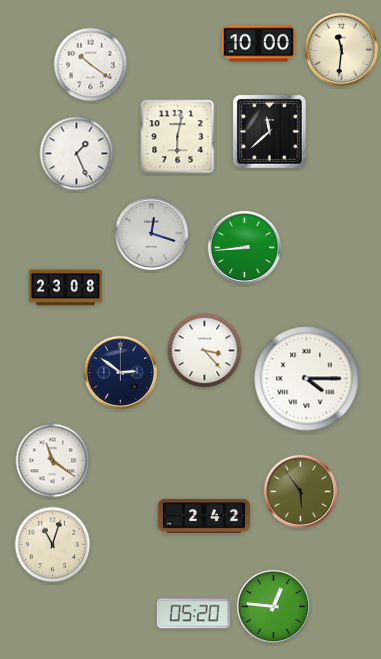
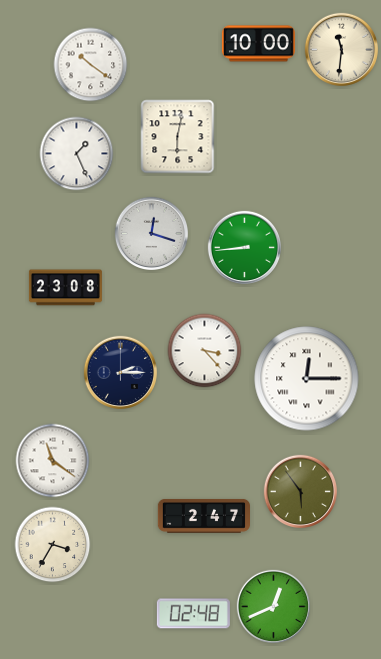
clock at (269, 131): 11:38 -> none
clock at (120, 372): 2:51 -> 2:15
clock at (307, 379): 4:15 -> 12:15
clock at (203, 516): 2:42 -> 2:47
clock at (53, 545): 11:03 -> 3:35
clock at (273, 606): 12:46 -> 12:41
clock at (193, 614): 05:20 -> 02:48
